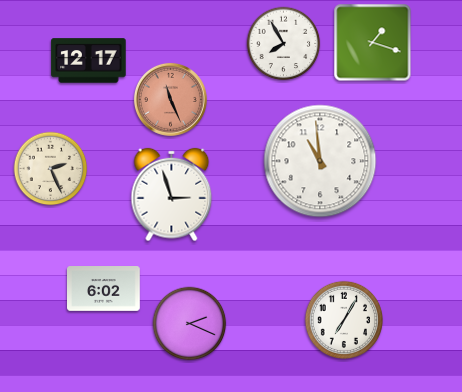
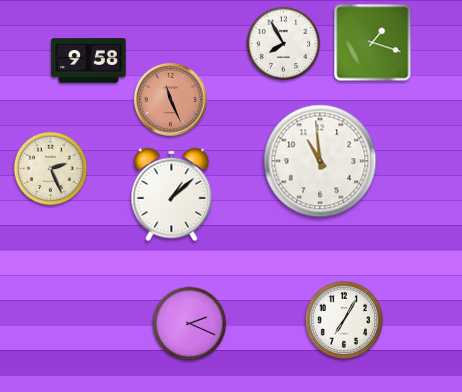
clock at (89, 61): 12:17 -> 9:58
clock at (172, 195): 2:57 -> 1:08
clock at (104, 289): 6:02 -> none
